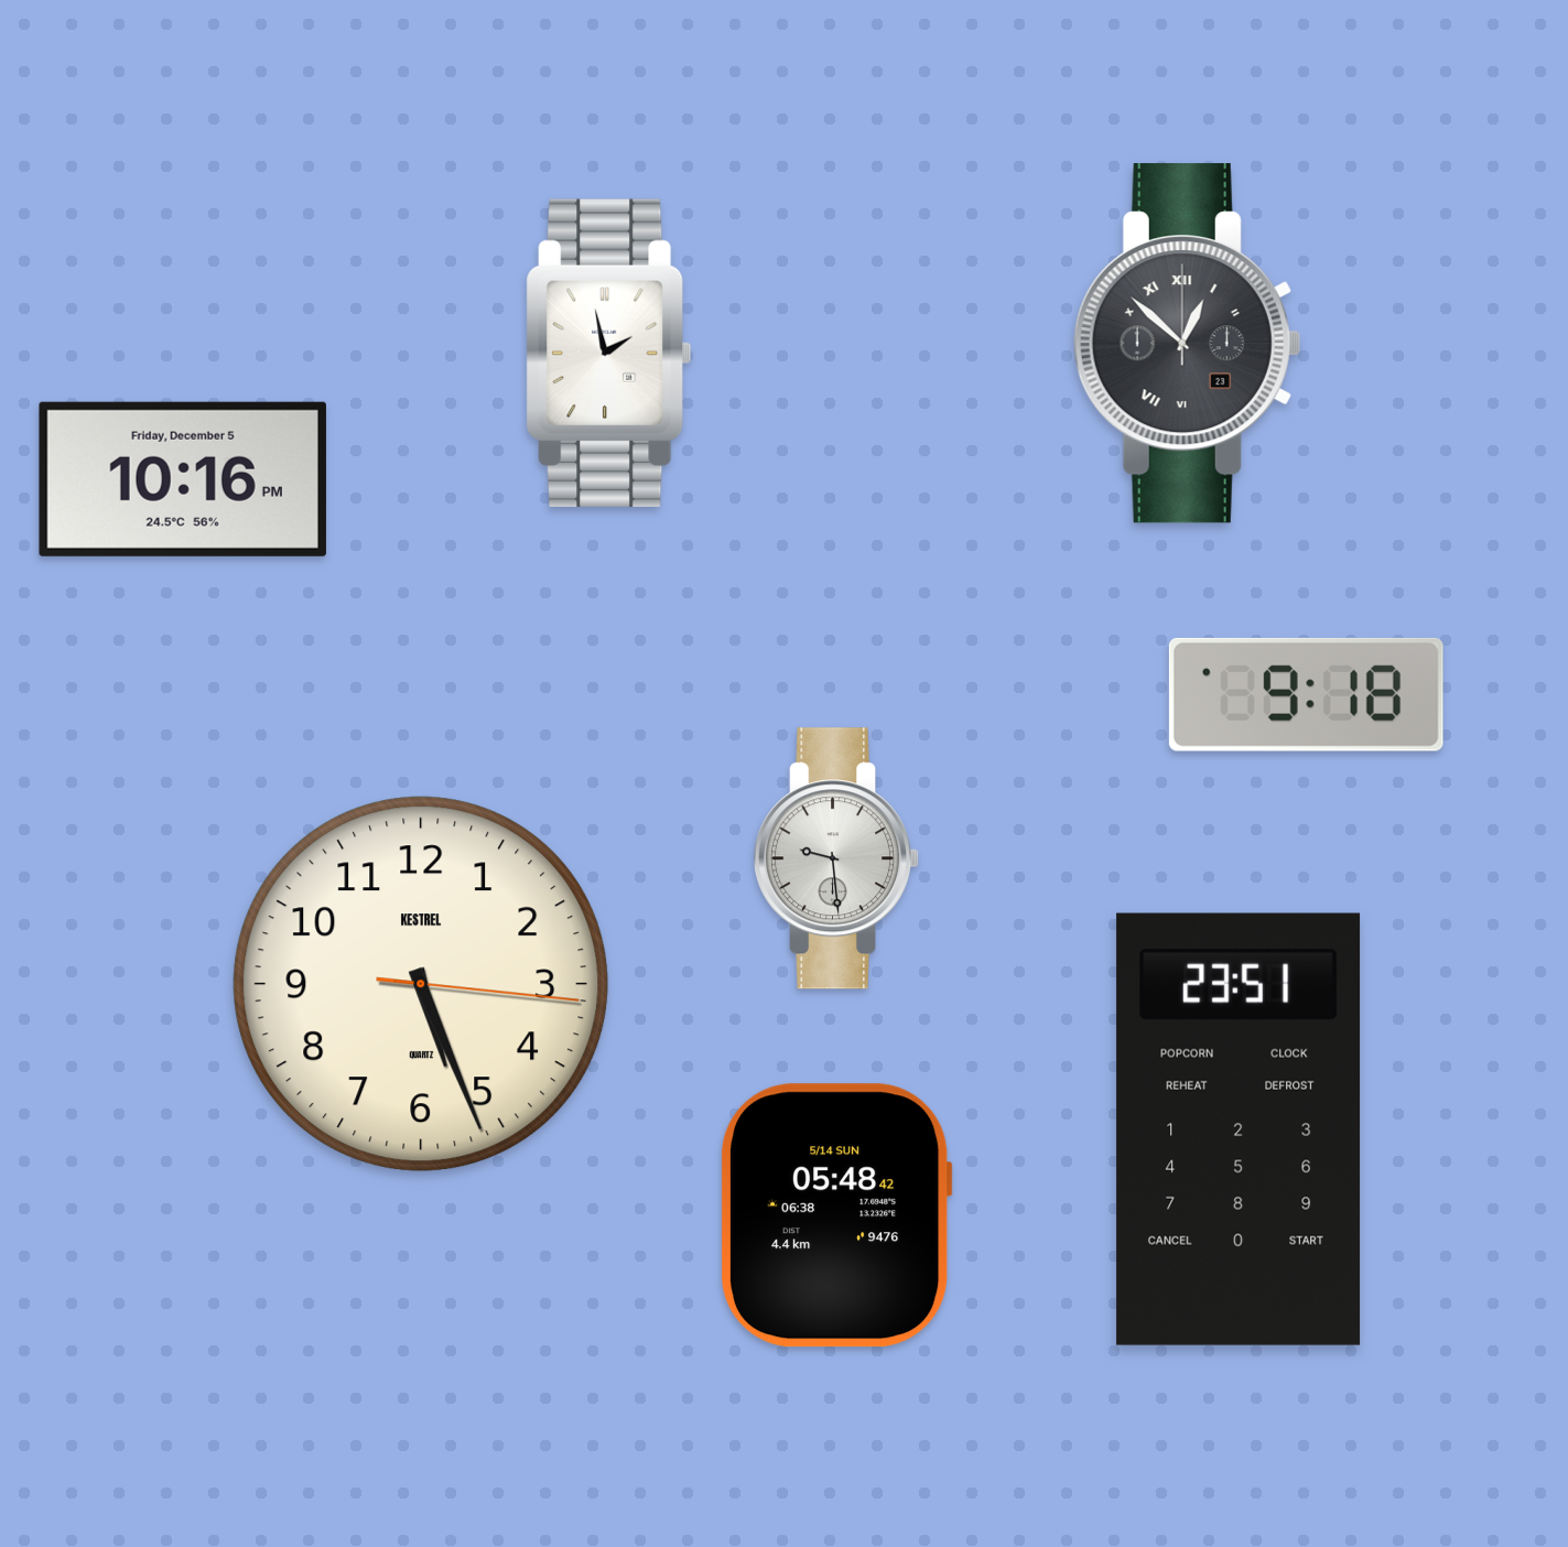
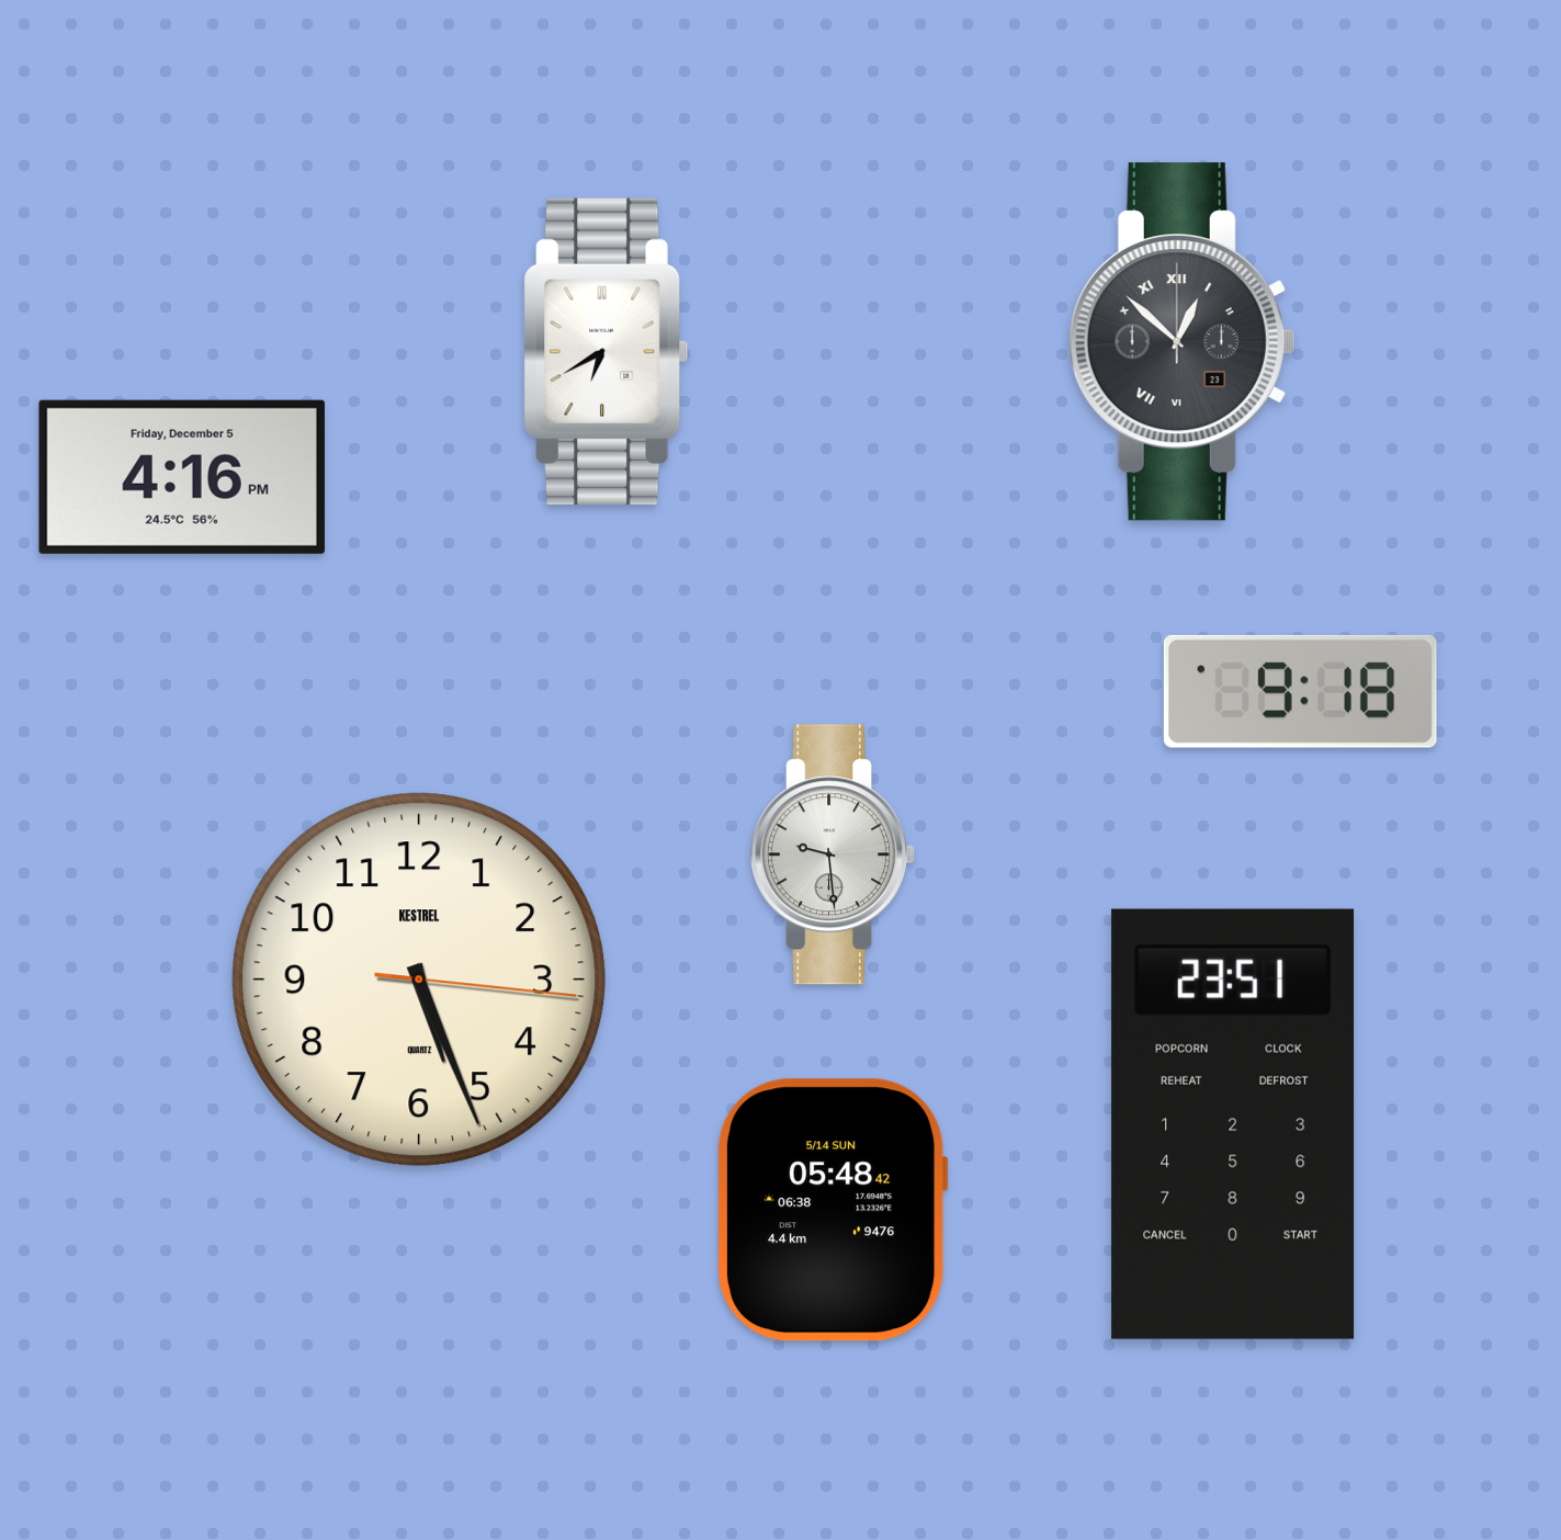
clock at (609, 353): 1:58 -> 6:40
clock at (183, 479): 10:16 -> 4:16
